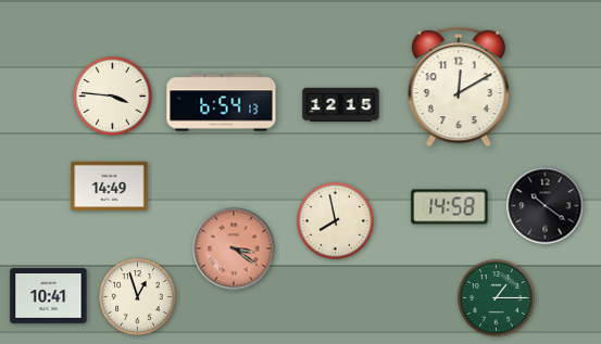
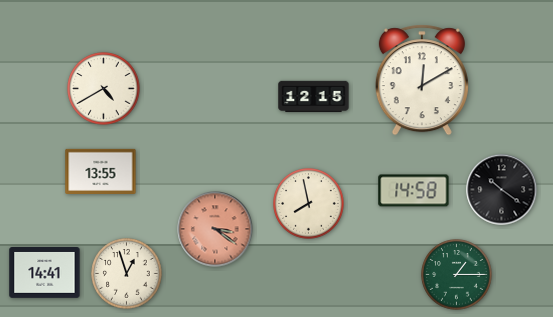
clock at (113, 97): 3:46 -> 4:40
clock at (222, 103): 6:54 -> none
clock at (110, 186): 14:49 -> 13:55
clock at (49, 296): 10:41 -> 14:41
